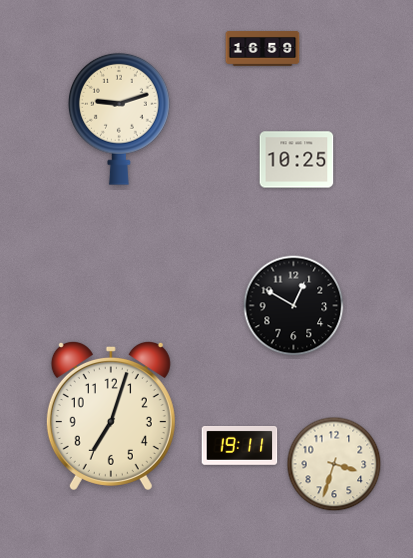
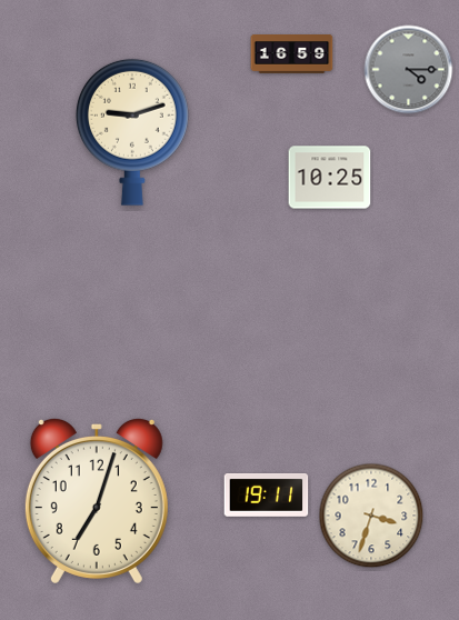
clock at (409, 70): none -> 4:15
clock at (294, 306): 12:50 -> none
clock at (111, 415) position: (111, 415) -> (97, 500)
